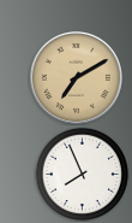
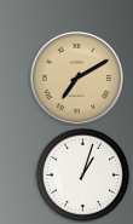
clock at (82, 174): 7:56 -> 1:03
